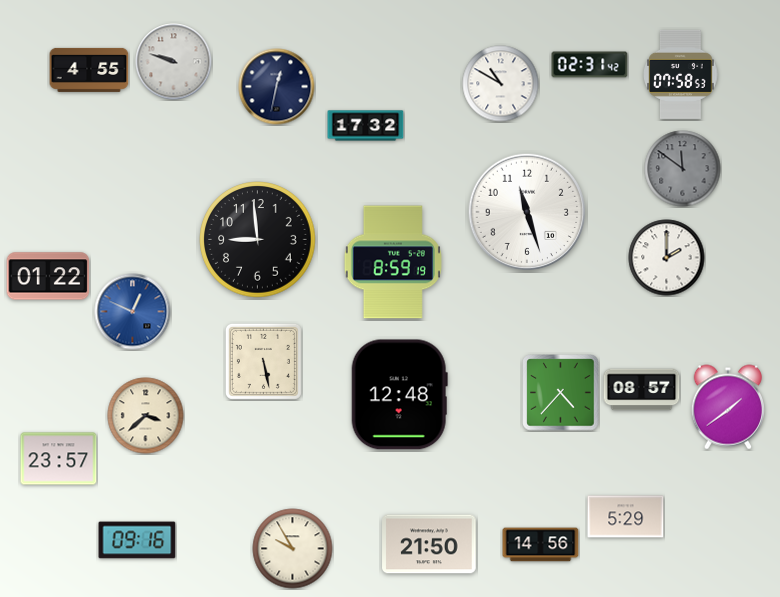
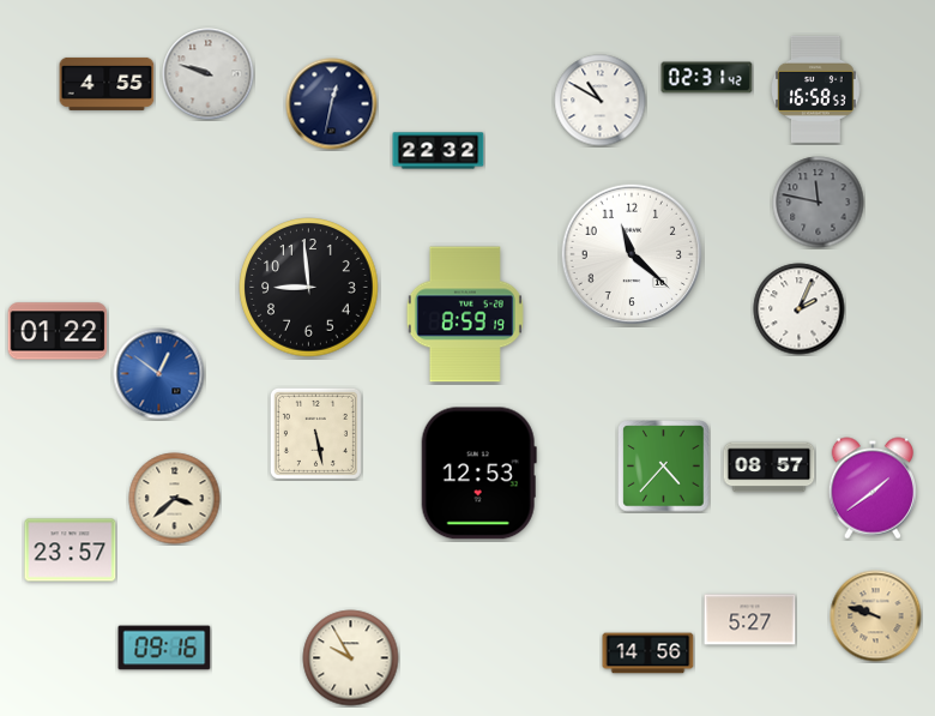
clock at (681, 74): 07:58 -> 16:58
clock at (366, 126): 17:32 -> 22:32
clock at (683, 169): 11:51 -> 11:47
clock at (526, 211): 11:27 -> 11:22
clock at (667, 258): 2:00 -> 2:04
clock at (393, 262) position: (393, 262) -> (465, 314)
clock at (133, 312): 12:49 -> 12:51
clock at (561, 393) position: (561, 393) -> (664, 467)
clock at (399, 395): 12:48 -> 12:53
clock at (876, 616): none -> 9:48
clock at (626, 517): 5:29 -> 5:27
clock at (429, 544): 21:50 -> none
